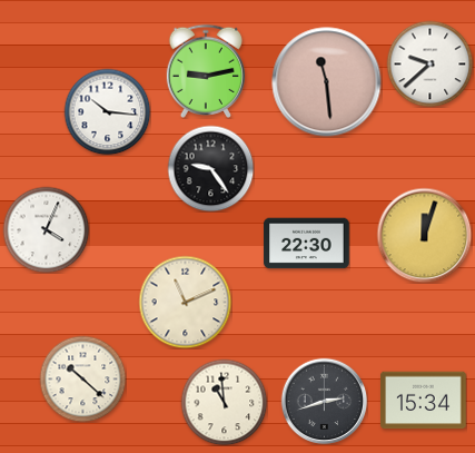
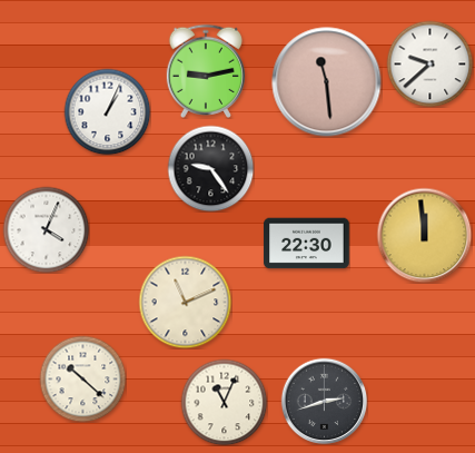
clock at (107, 111): 10:16 -> 1:04
clock at (424, 235): 12:03 -> 11:59
clock at (424, 401): 15:34 -> none
clock at (224, 402): 10:59 -> 11:04
